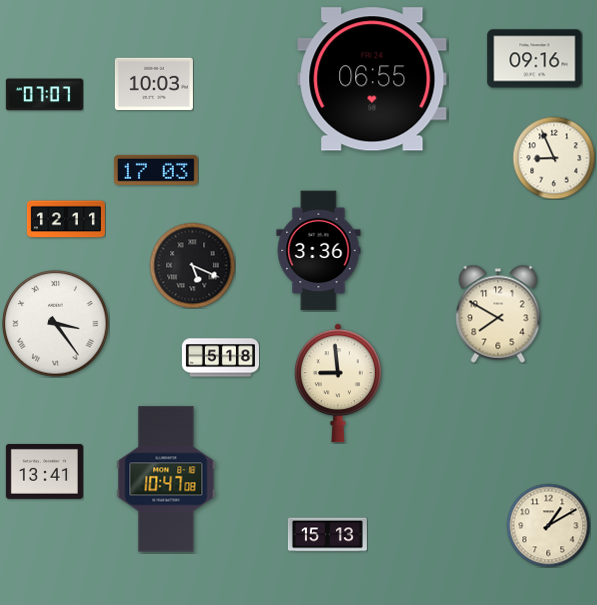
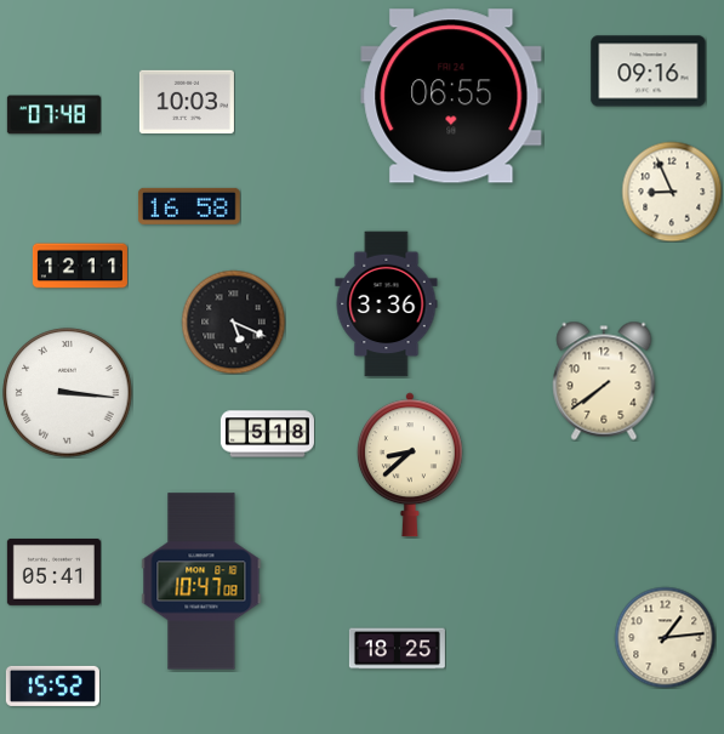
clock at (44, 95): 07:07 -> 07:48
clock at (156, 170): 17:03 -> 16:58
clock at (498, 314): 7:50 -> 7:39
clock at (56, 324): 3:24 -> 3:16
clock at (338, 383): 8:59 -> 8:38
clock at (44, 471): 13:41 -> 05:41
clock at (548, 525): 1:10 -> 1:14
clock at (327, 535): 15:13 -> 18:25
clock at (52, 685): none -> 15:52
